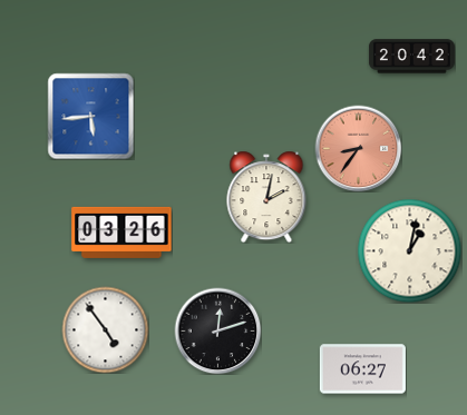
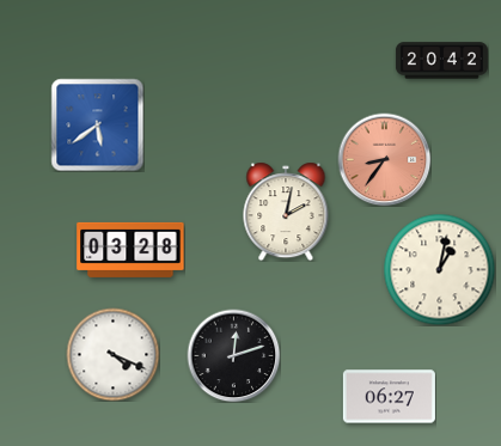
clock at (90, 116): 5:44 -> 5:39
clock at (121, 233): 03:26 -> 03:28
clock at (105, 329): 4:54 -> 4:19
